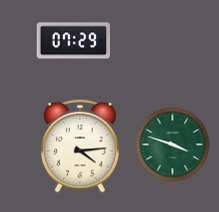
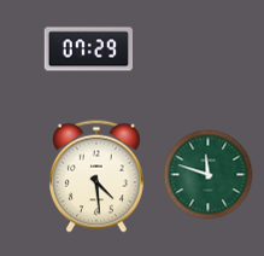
clock at (173, 145): 3:48 -> 11:48
clock at (80, 146): 4:14 -> 4:29
